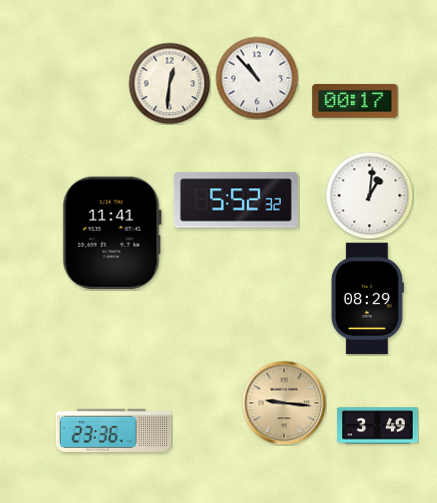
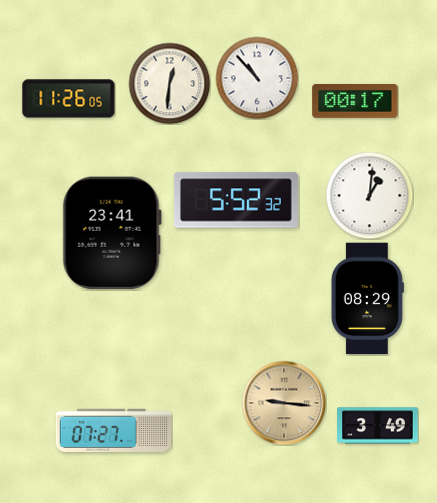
clock at (69, 99): none -> 11:26
clock at (112, 233): 11:41 -> 23:41
clock at (113, 430): 23:36 -> 07:27
